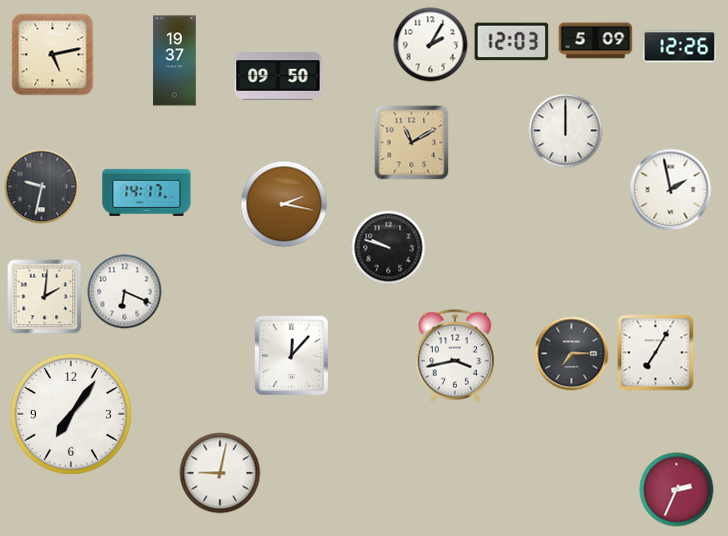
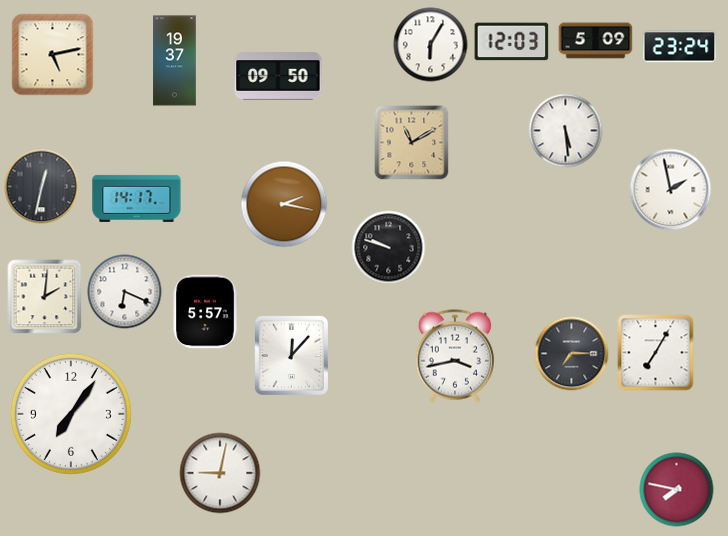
clock at (431, 45): 2:05 -> 6:05
clock at (680, 47): 12:26 -> 23:24
clock at (566, 131): 12:00 -> 5:29
clock at (42, 187): 9:32 -> 12:32
clock at (147, 192) position: (147, 192) -> (137, 198)
clock at (205, 312): none -> 5:57
clock at (677, 490): 2:34 -> 7:47
